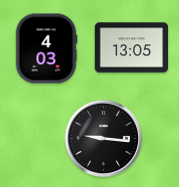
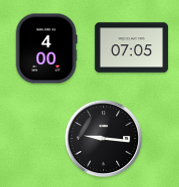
clock at (132, 48): 13:05 -> 07:05
clock at (46, 49): 4:03 -> 4:00
